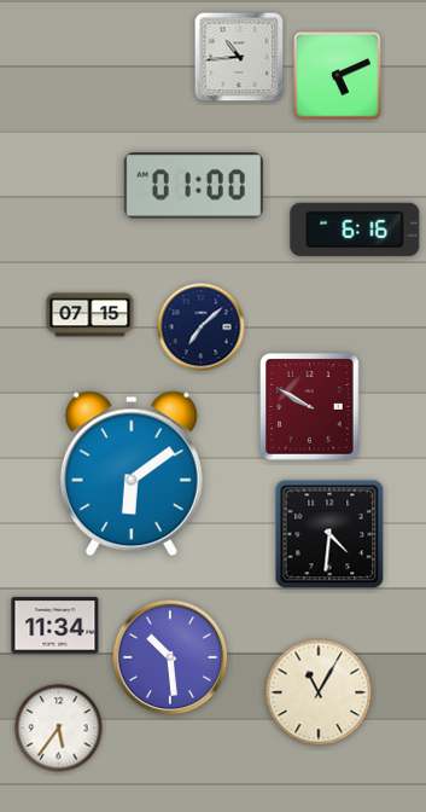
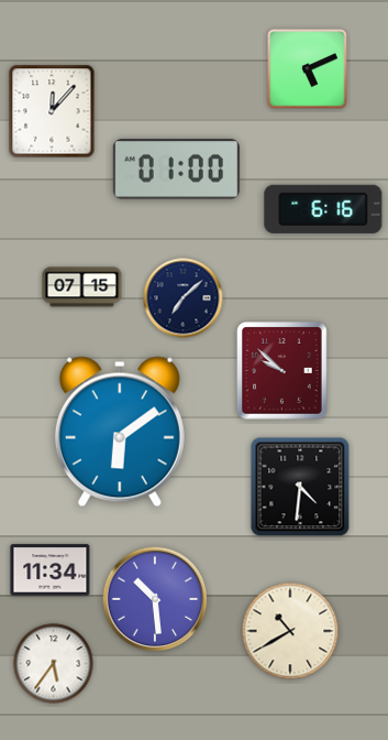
clock at (239, 57): 10:44 -> none
clock at (52, 111): none -> 12:07
clock at (310, 407): 9:50 -> 9:52
clock at (319, 692): 11:05 -> 10:40
